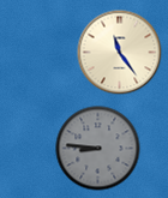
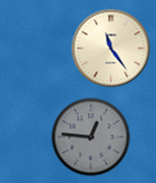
clock at (98, 149): 8:46 -> 12:46
